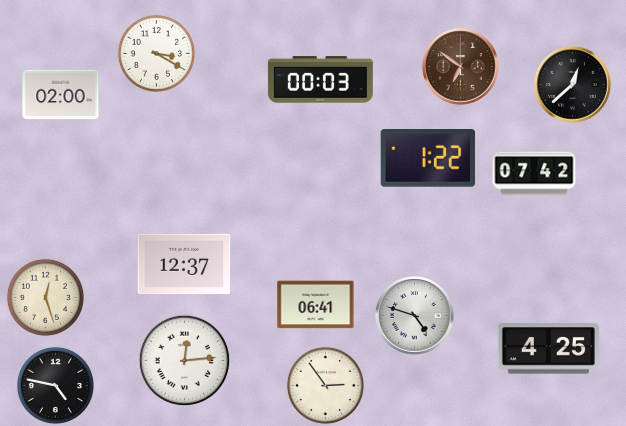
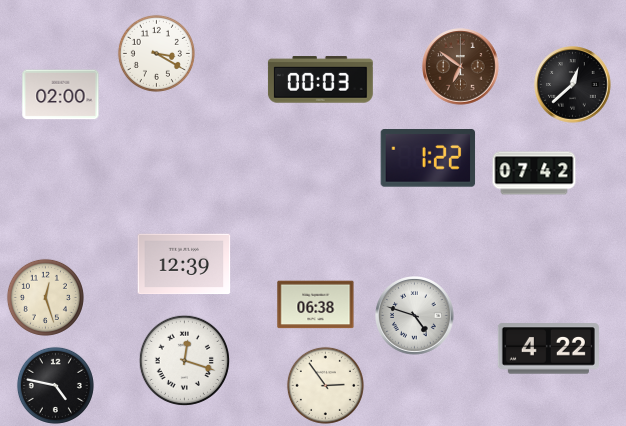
clock at (184, 264): 12:37 -> 12:39
clock at (316, 305): 06:41 -> 06:38
clock at (548, 349): 4:25 -> 4:22
clock at (184, 360): 12:14 -> 12:18
